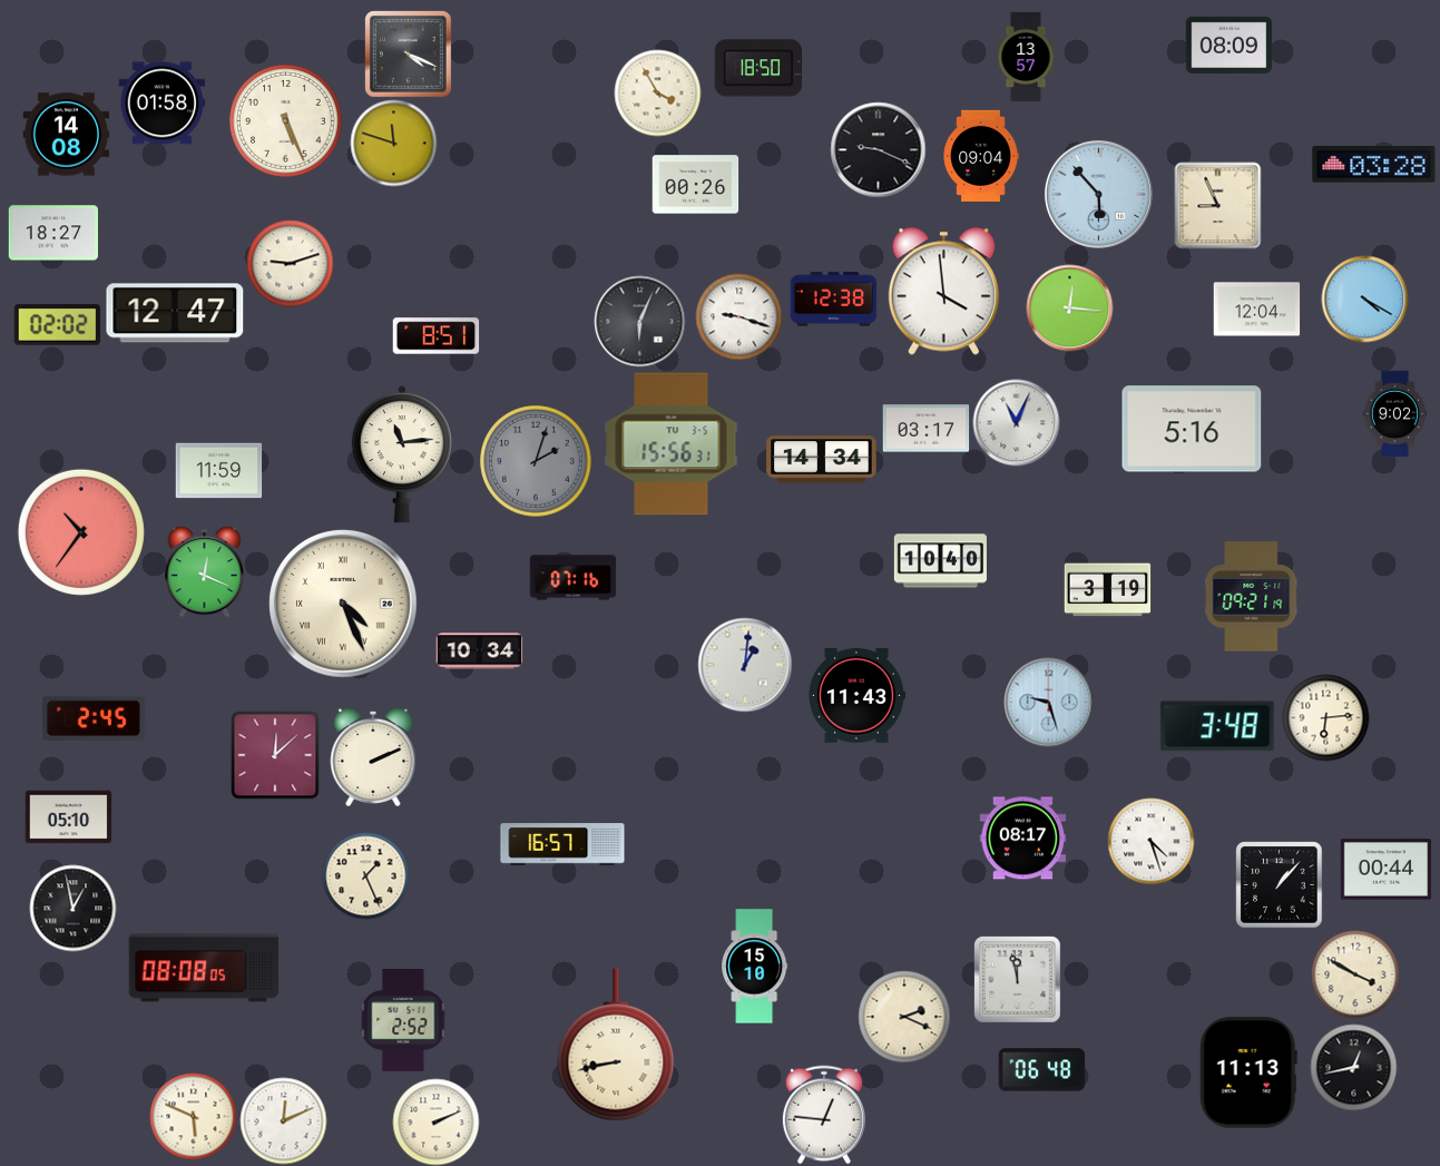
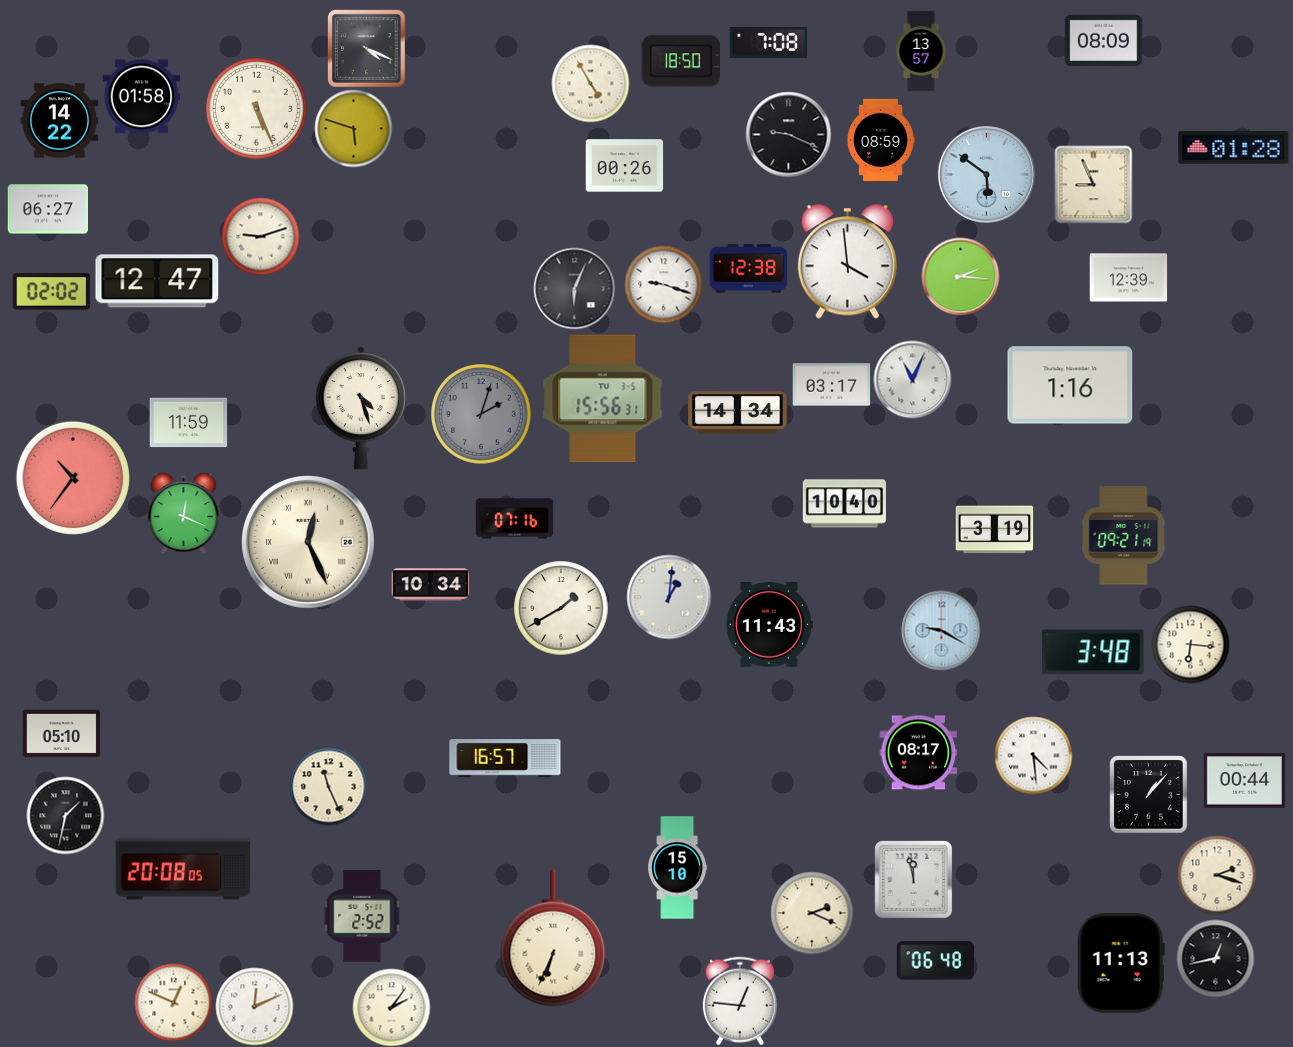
clock at (768, 42): none -> 7:08
clock at (657, 92): 3:55 -> 4:55
clock at (161, 104) position: (161, 104) -> (141, 97)
clock at (66, 135): 14:08 -> 14:22
clock at (393, 143): 11:48 -> 5:48
clock at (981, 155): 09:04 -> 08:59
clock at (1374, 165): 03:28 -> 01:28
clock at (1098, 194): 5:53 -> 5:51
clock at (52, 233): 18:27 -> 06:27
clock at (1364, 298): 4:20 -> none
clock at (1069, 307): 12:16 -> 2:16
clock at (1256, 310): 12:04 -> 12:39
clock at (435, 336): 8:51 -> none
clock at (1395, 413): 9:02 -> none
clock at (1192, 429): 5:16 -> 1:16
clock at (402, 454): 11:14 -> 4:27
clock at (218, 471) position: (218, 471) -> (188, 423)
clock at (343, 604): 4:26 -> 12:26
clock at (561, 608): none -> 1:40
clock at (1048, 702): 9:27 -> 9:20
clock at (1325, 717): 6:14 -> 6:16
clock at (94, 718): 2:45 -> none
clock at (275, 755): 12:08 -> none
clock at (373, 757): 2:11 -> none
clock at (1150, 841): 4:27 -> 4:29
clock at (365, 875): 1:26 -> 11:26
clock at (72, 908): 12:58 -> 1:32
clock at (204, 968): 08:08 -> 20:08
clock at (1355, 974): 3:50 -> 2:18
clock at (616, 1045): 8:43 -> 6:34
clock at (193, 1116): 5:49 -> 12:49
clock at (435, 1121): 2:11 -> 2:06
